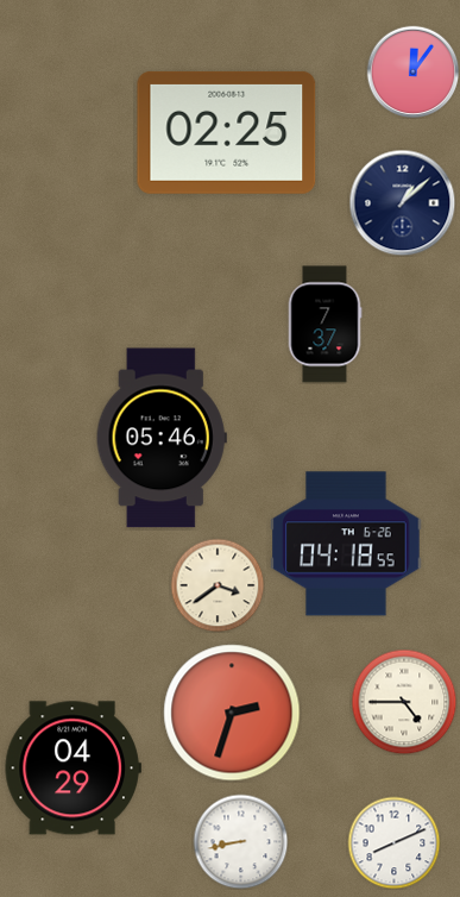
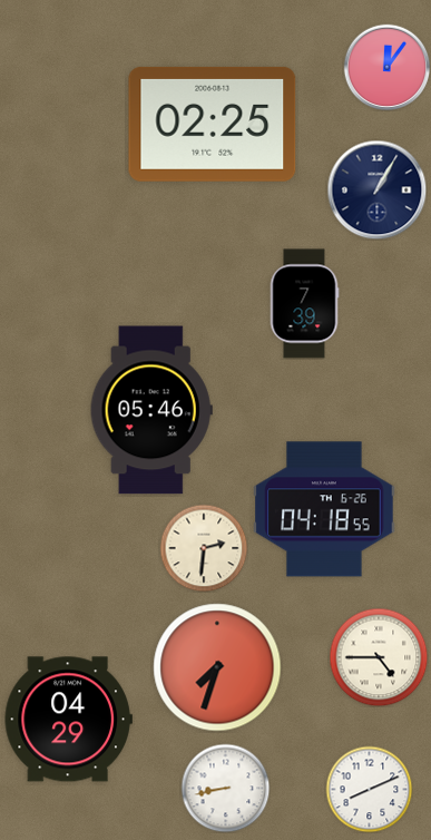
clock at (402, 202): 1:08 -> 1:05
clock at (324, 325): 7:37 -> 7:39
clock at (218, 585): 3:39 -> 2:31
clock at (232, 713): 2:33 -> 7:33
